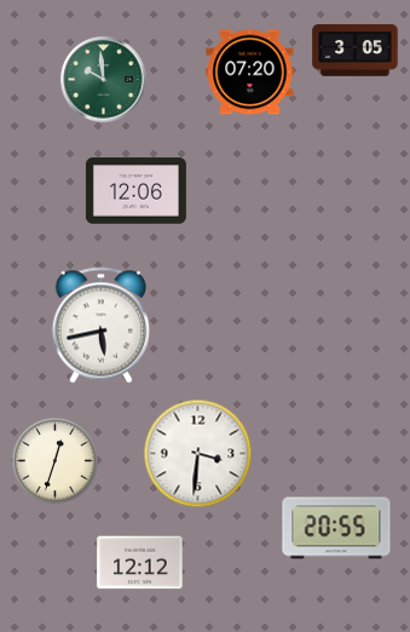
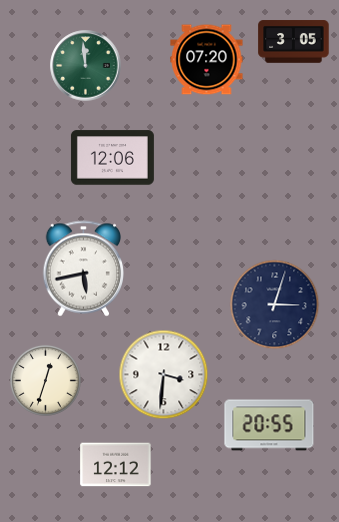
clock at (104, 80): 9:59 -> 11:59
clock at (275, 305): none -> 3:03
clock at (336, 528) position: (336, 528) -> (269, 425)
